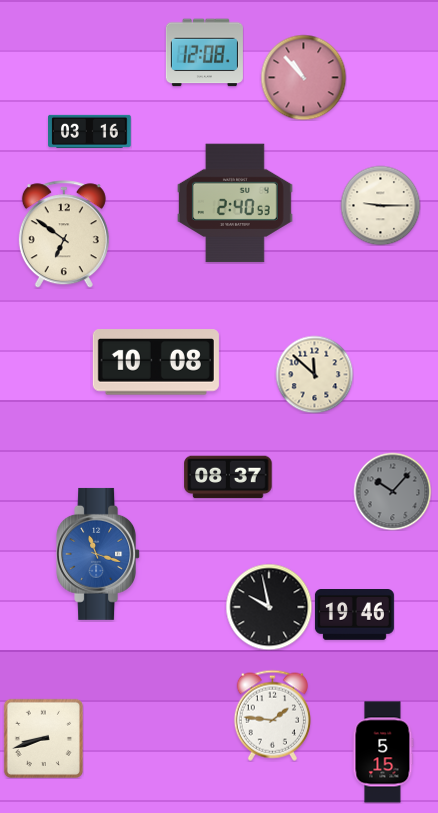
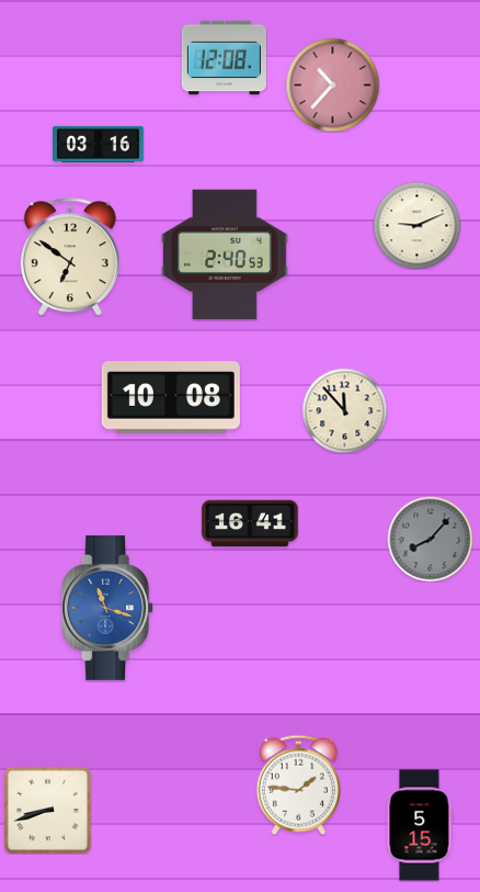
clock at (303, 77): 10:53 -> 10:37
clock at (235, 203) position: (235, 203) -> (225, 255)
clock at (380, 205): 9:15 -> 9:11
clock at (314, 374): 11:52 -> 11:53
clock at (228, 477): 08:37 -> 16:41
clock at (392, 491): 10:07 -> 8:07
clock at (269, 607): 9:58 -> none
clock at (354, 615): 19:46 -> none
